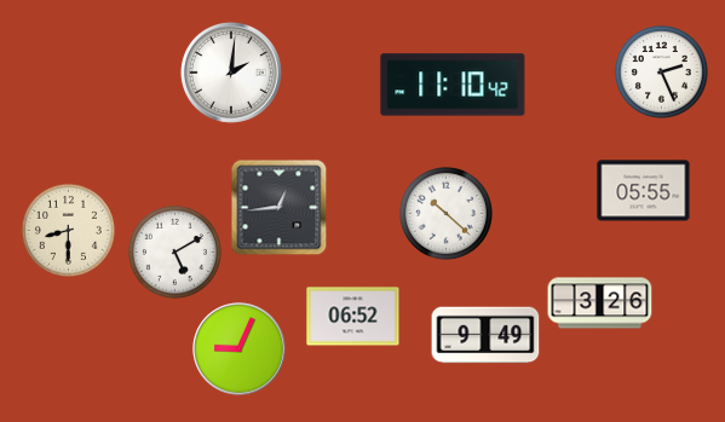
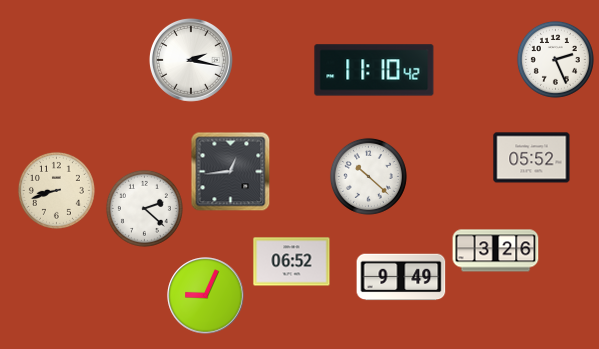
clock at (661, 71) position: (661, 71) -> (555, 59)
clock at (231, 73): 2:01 -> 2:17
clock at (644, 191): 05:55 -> 05:52
clock at (68, 230): 8:30 -> 8:42
clock at (174, 252): 5:10 -> 2:22
clock at (240, 349) position: (240, 349) -> (206, 296)
